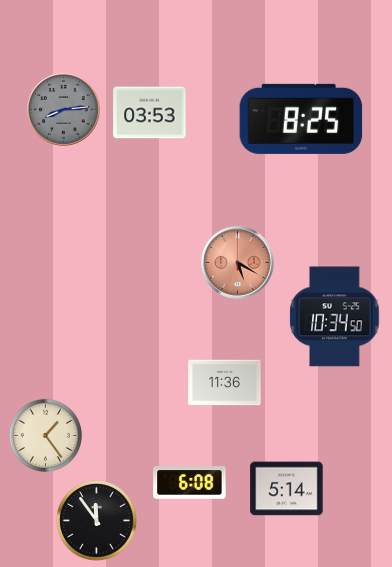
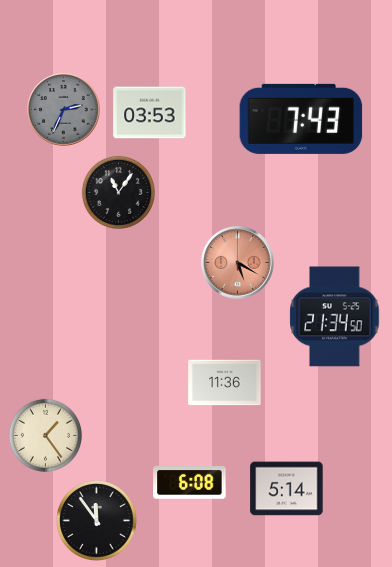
clock at (64, 110): 8:14 -> 2:34
clock at (301, 119): 8:25 -> 7:43
clock at (118, 192): none -> 11:06
clock at (335, 317): 10:34 -> 21:34
